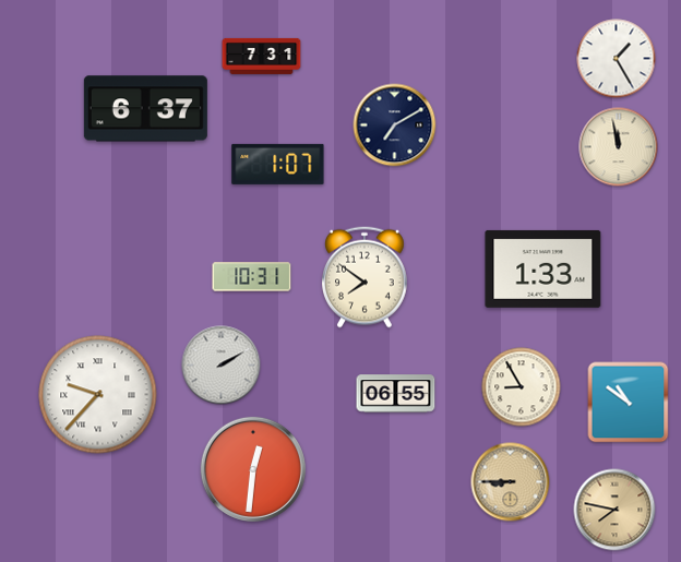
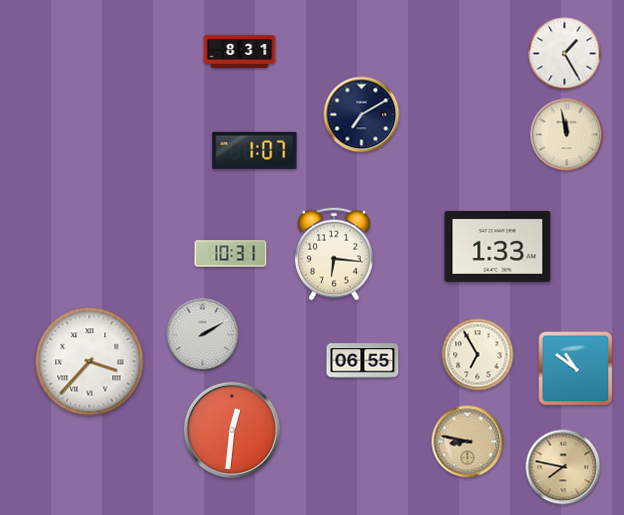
clock at (262, 56): 7:31 -> 8:31
clock at (145, 109): 6:37 -> none
clock at (366, 277): 7:51 -> 6:16
clock at (522, 387): 8:55 -> 6:55
clock at (98, 395): 9:37 -> 3:37
clock at (511, 482): 8:45 -> 8:47
